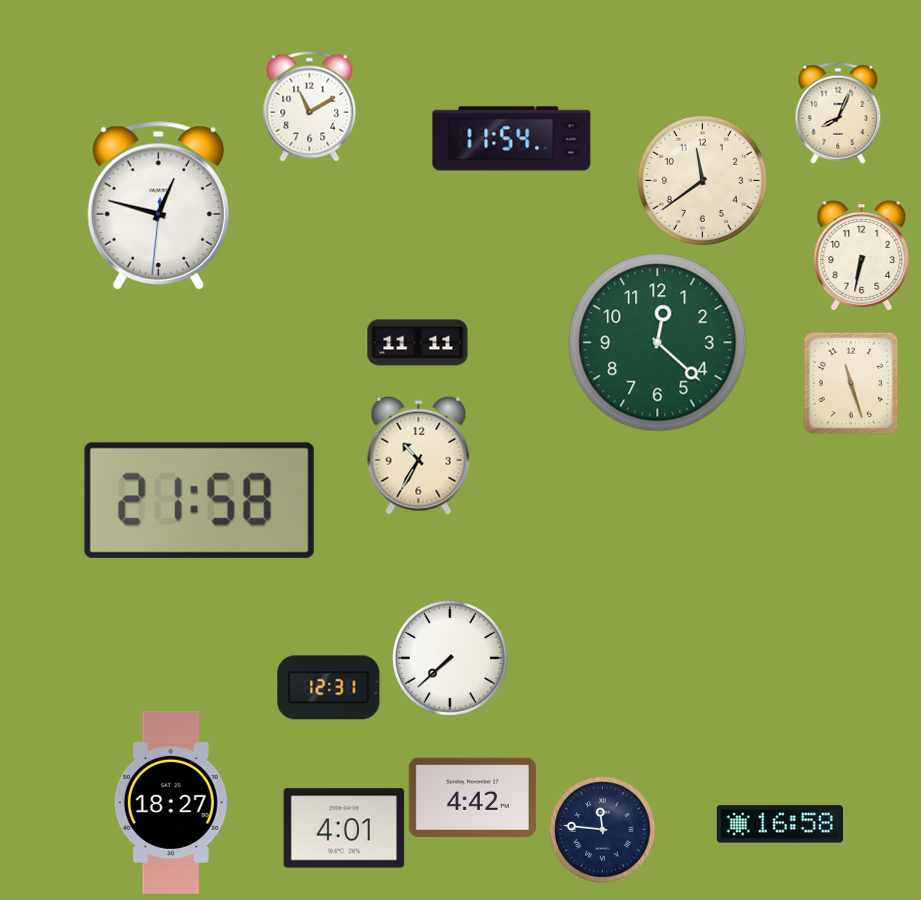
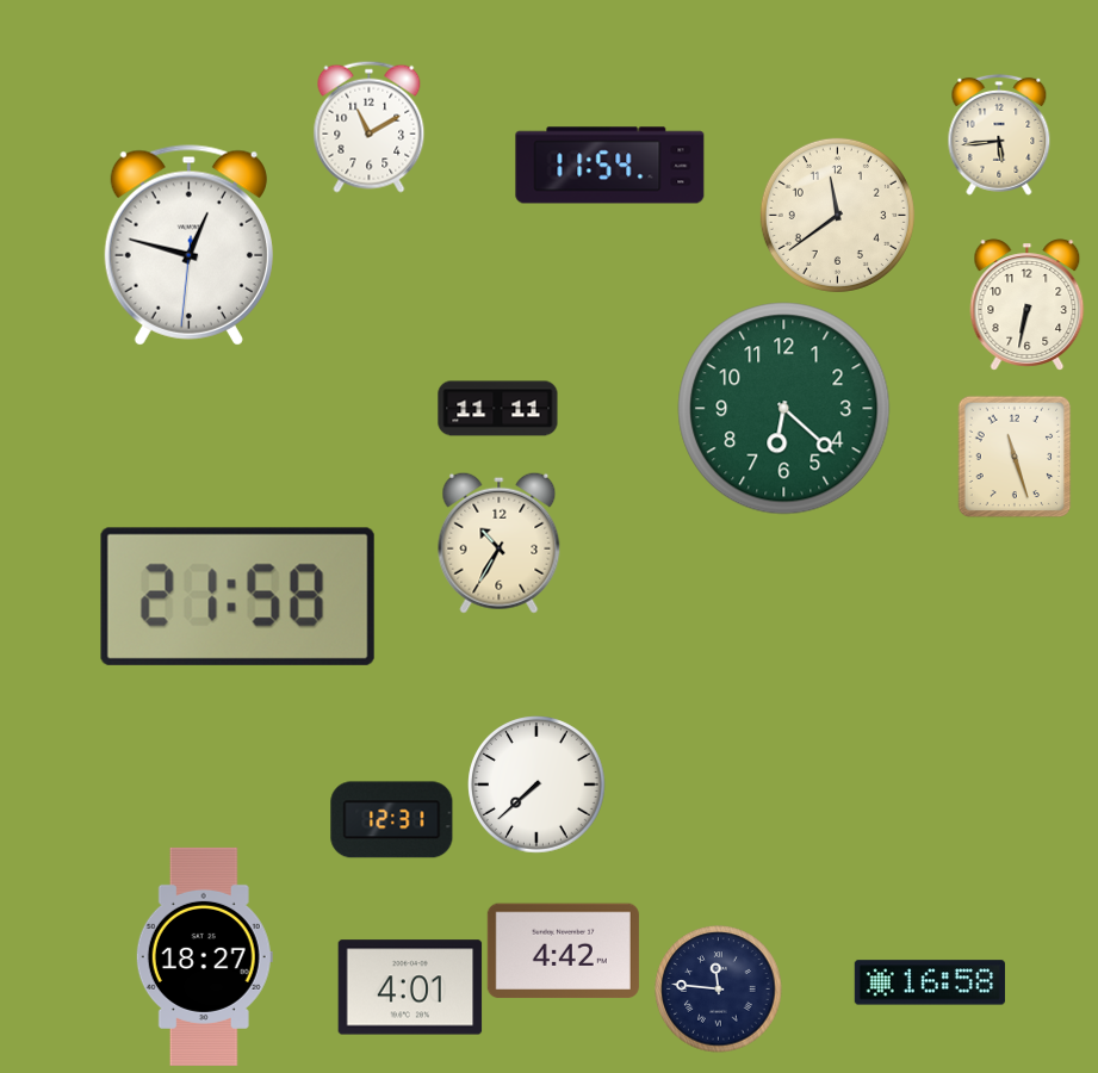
clock at (838, 113): 8:04 -> 5:44
clock at (658, 343): 12:22 -> 6:22
